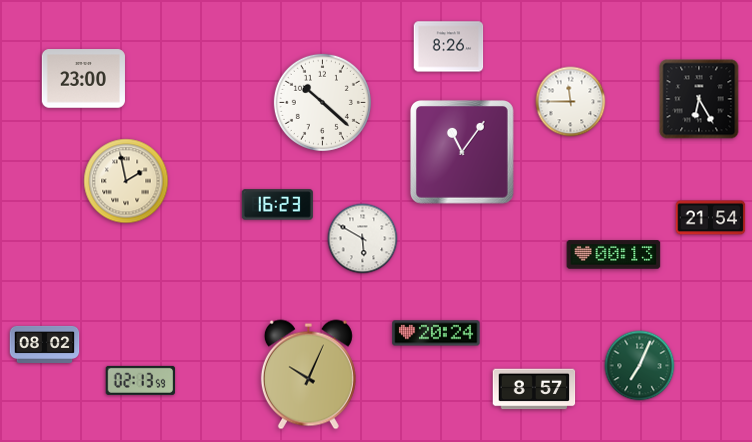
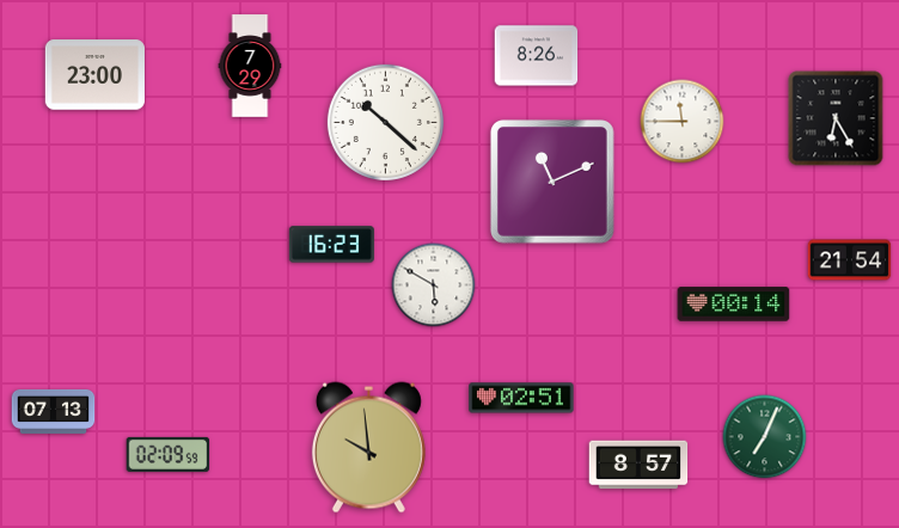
clock at (250, 66): none -> 7:29
clock at (83, 79) position: (83, 79) -> (94, 75)
clock at (463, 153): 11:06 -> 11:11
clock at (126, 181): 1:58 -> none
clock at (614, 255): 00:13 -> 00:14
clock at (436, 333): 20:24 -> 02:51
clock at (45, 344): 08:02 -> 07:13
clock at (308, 375): 10:04 -> 9:59
clock at (141, 380): 02:13 -> 02:09
